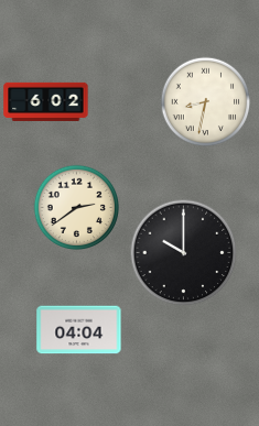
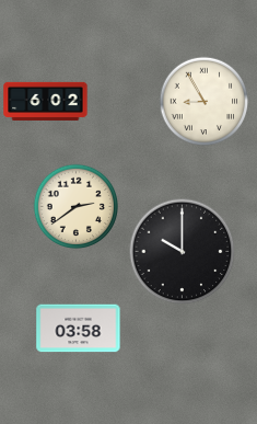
clock at (205, 101): 8:32 -> 8:55
clock at (79, 330): 04:04 -> 03:58
